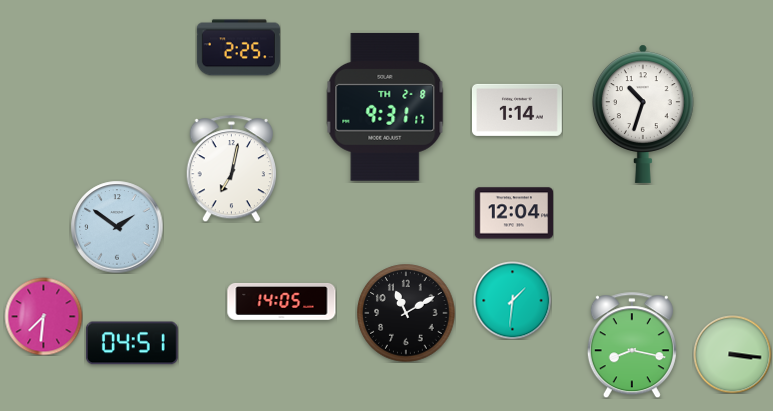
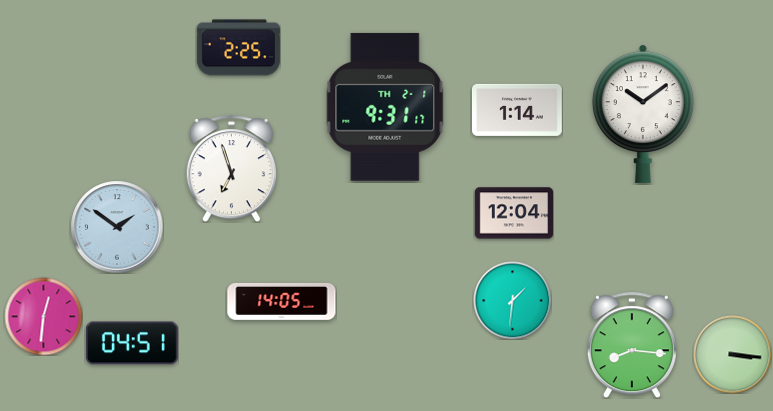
clock at (385, 107) date: TH 2-8 -> TH 2-1
clock at (643, 114): 10:33 -> 10:09
clock at (231, 169): 7:02 -> 6:57
clock at (406, 313): 11:10 -> none
clock at (43, 316): 7:31 -> 12:31
clock at (632, 345): 8:17 -> 8:16
